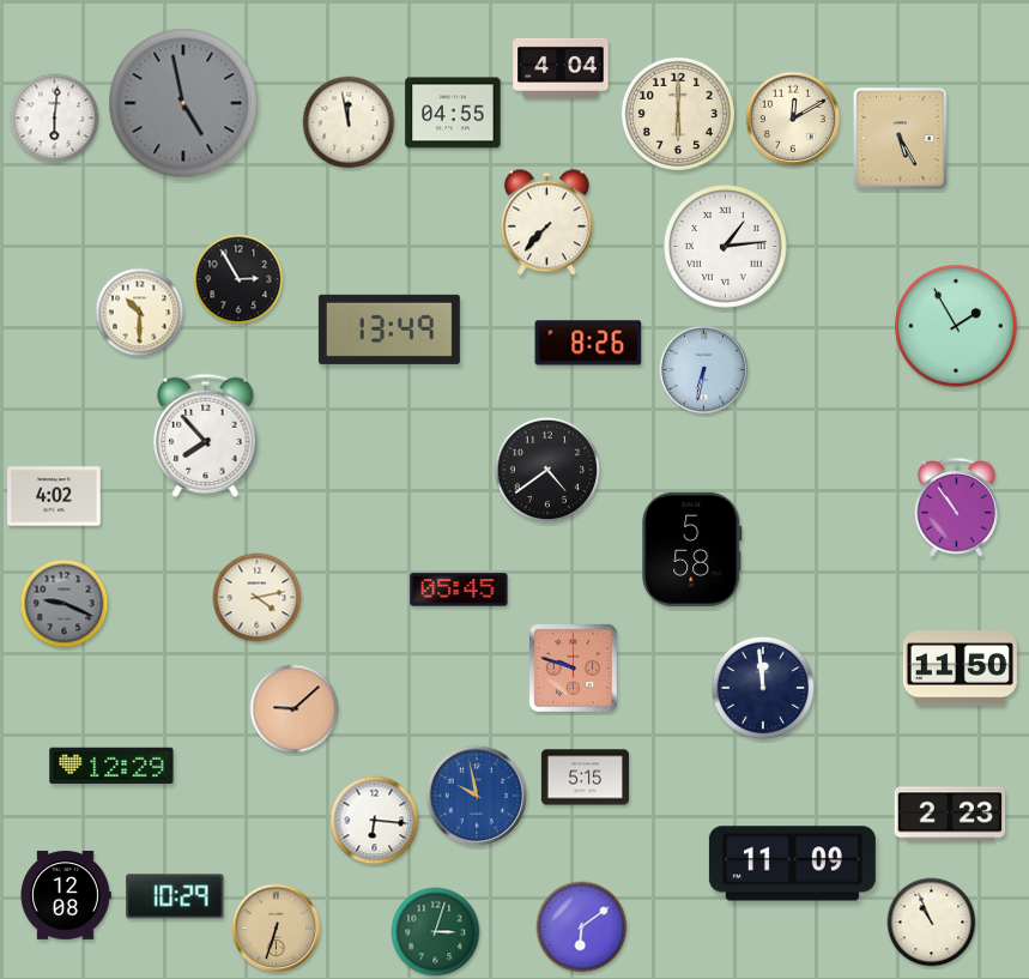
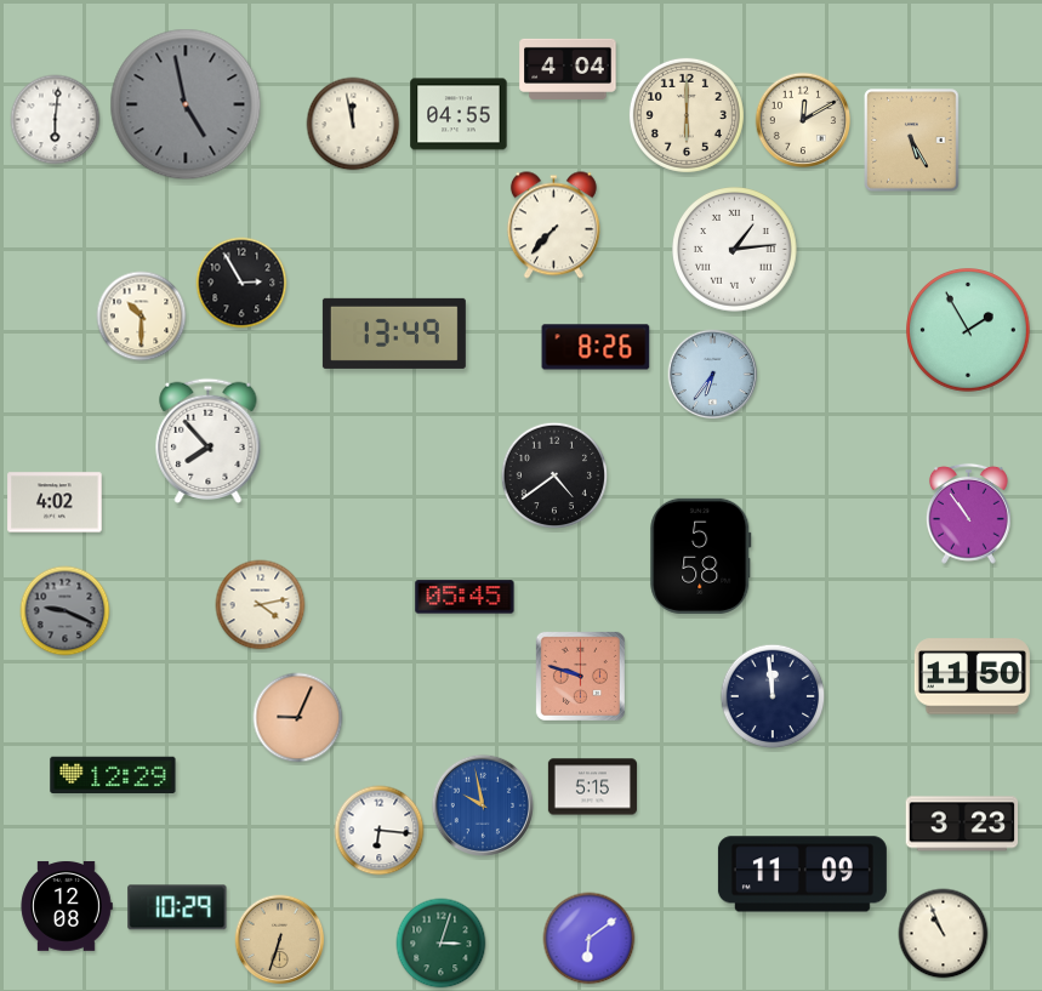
clock at (704, 370): 6:32 -> 6:36
clock at (295, 709): 9:08 -> 9:04
clock at (950, 814): 2:23 -> 3:23
